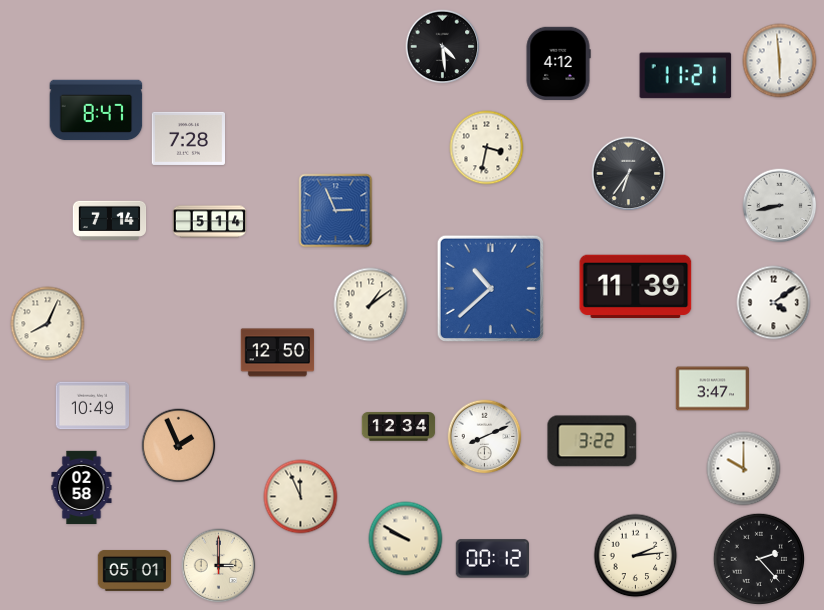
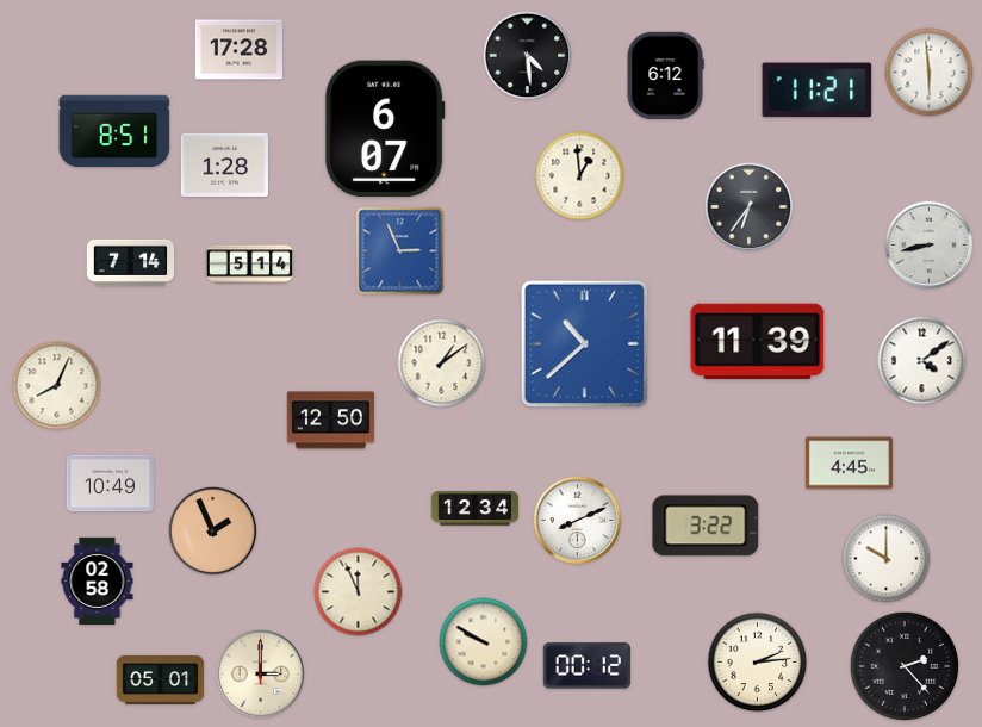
clock at (238, 50): none -> 17:28
clock at (558, 64): 4:12 -> 6:12
clock at (385, 129): none -> 6:07
clock at (96, 110): 8:47 -> 8:51
clock at (188, 138): 7:28 -> 1:28
clock at (487, 148): 3:32 -> 12:59
clock at (713, 389): 3:47 -> 4:45
